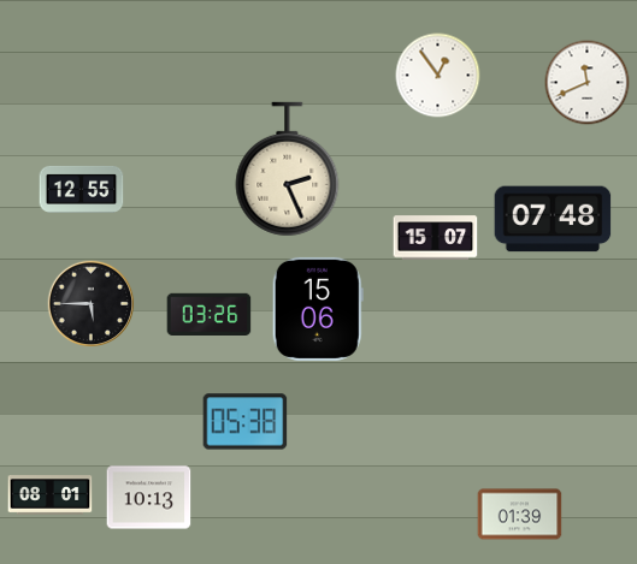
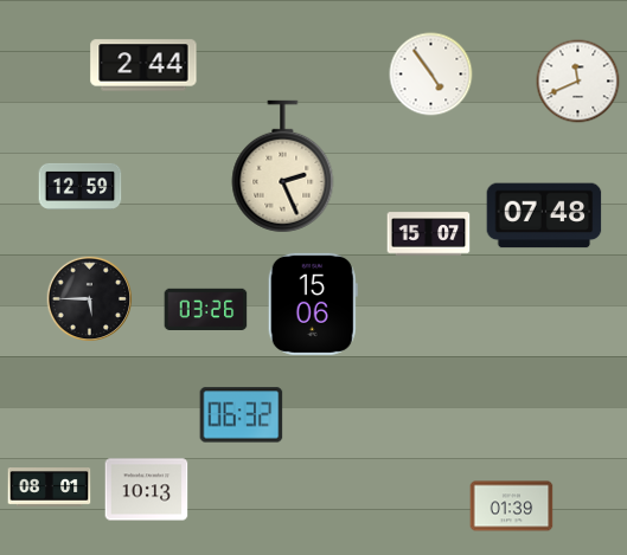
clock at (143, 65): none -> 2:44
clock at (438, 76): 12:54 -> 4:54
clock at (82, 189): 12:55 -> 12:59
clock at (246, 422): 05:38 -> 06:32
